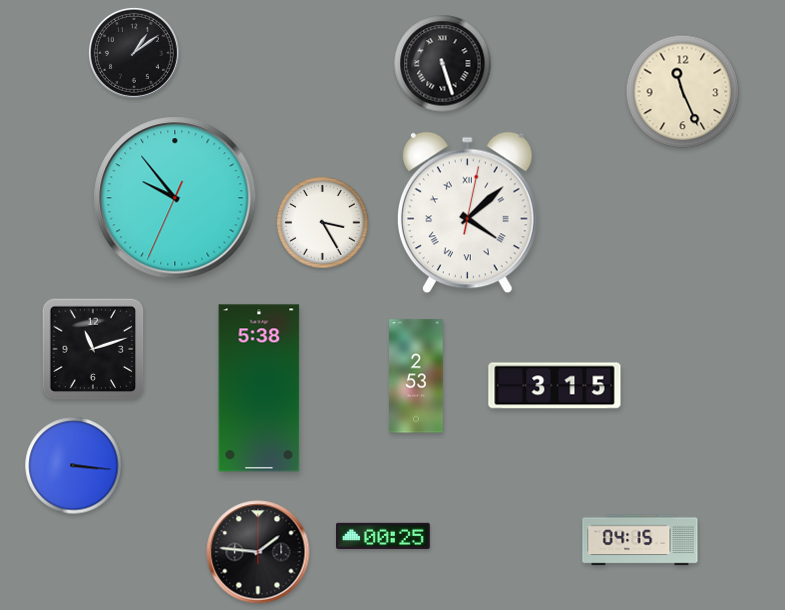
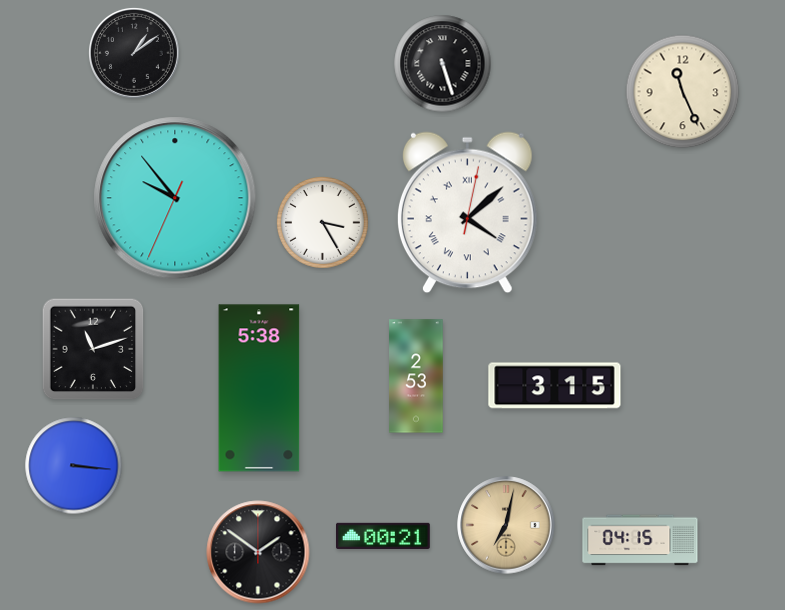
clock at (506, 525): none -> 7:02
clock at (384, 536): 00:25 -> 00:21
clock at (258, 552): 1:46 -> 1:51
